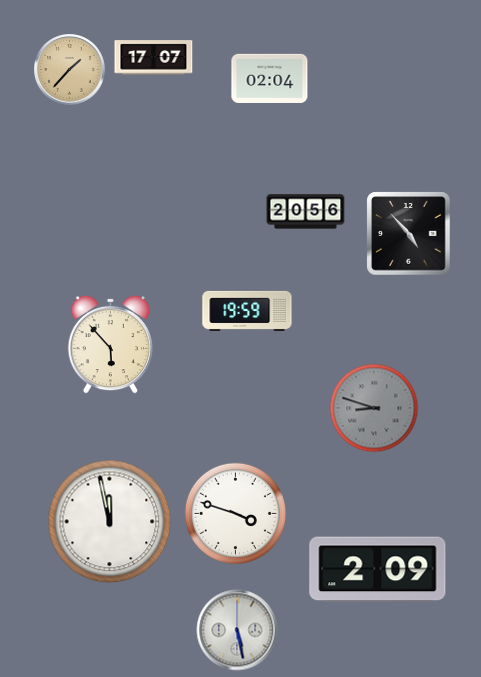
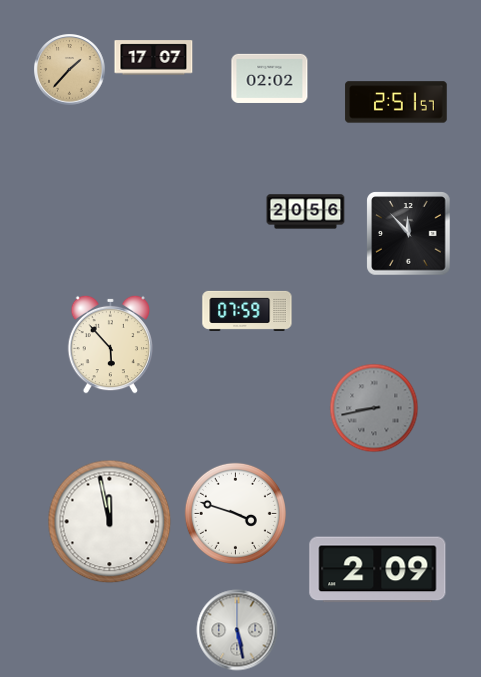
clock at (270, 78): 02:04 -> 02:02
clock at (396, 102): none -> 2:51
clock at (409, 234): 4:53 -> 11:53
clock at (247, 311): 19:59 -> 07:59
clock at (374, 408): 8:48 -> 8:43
